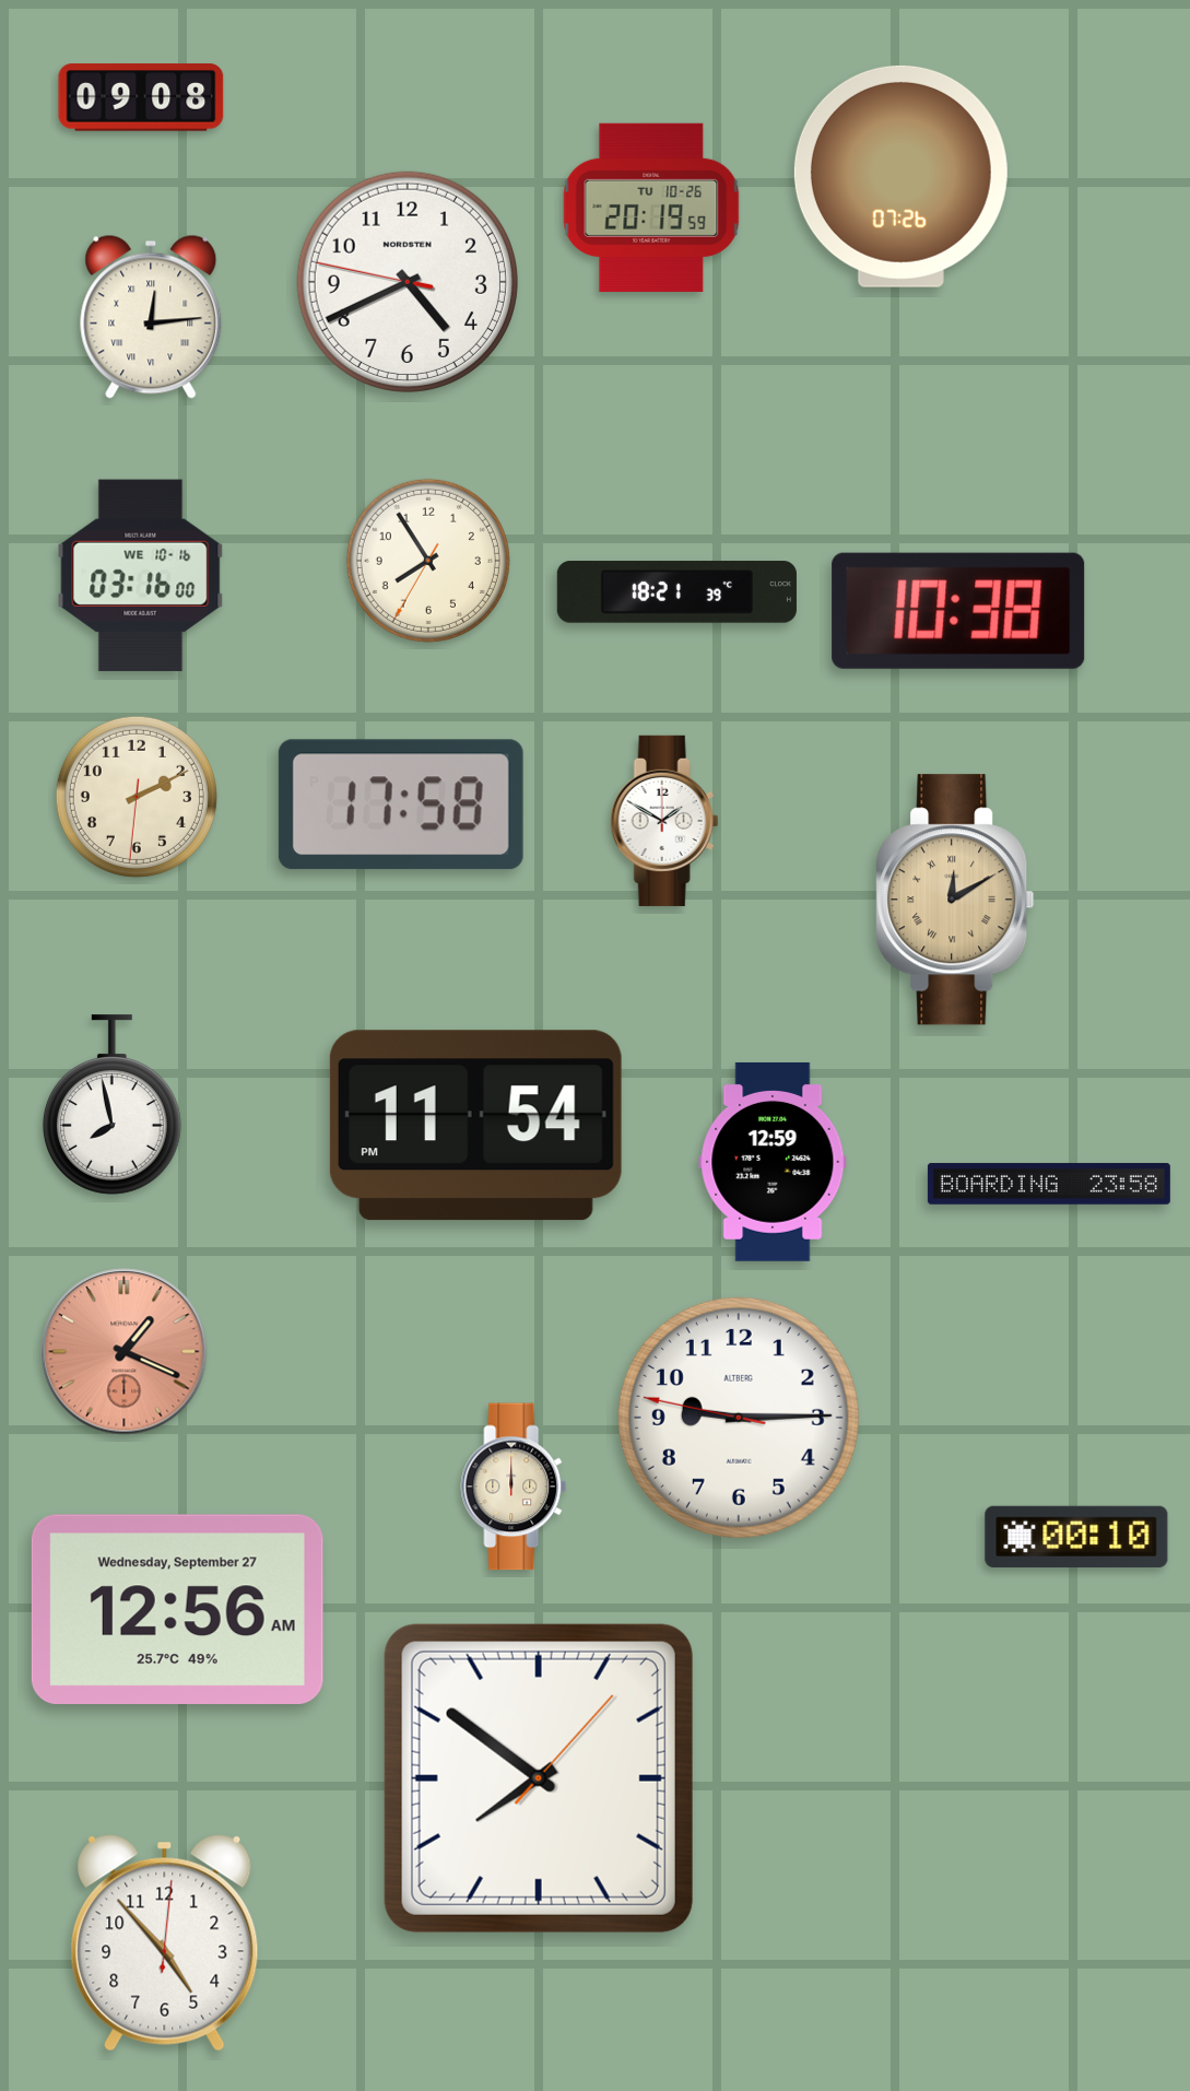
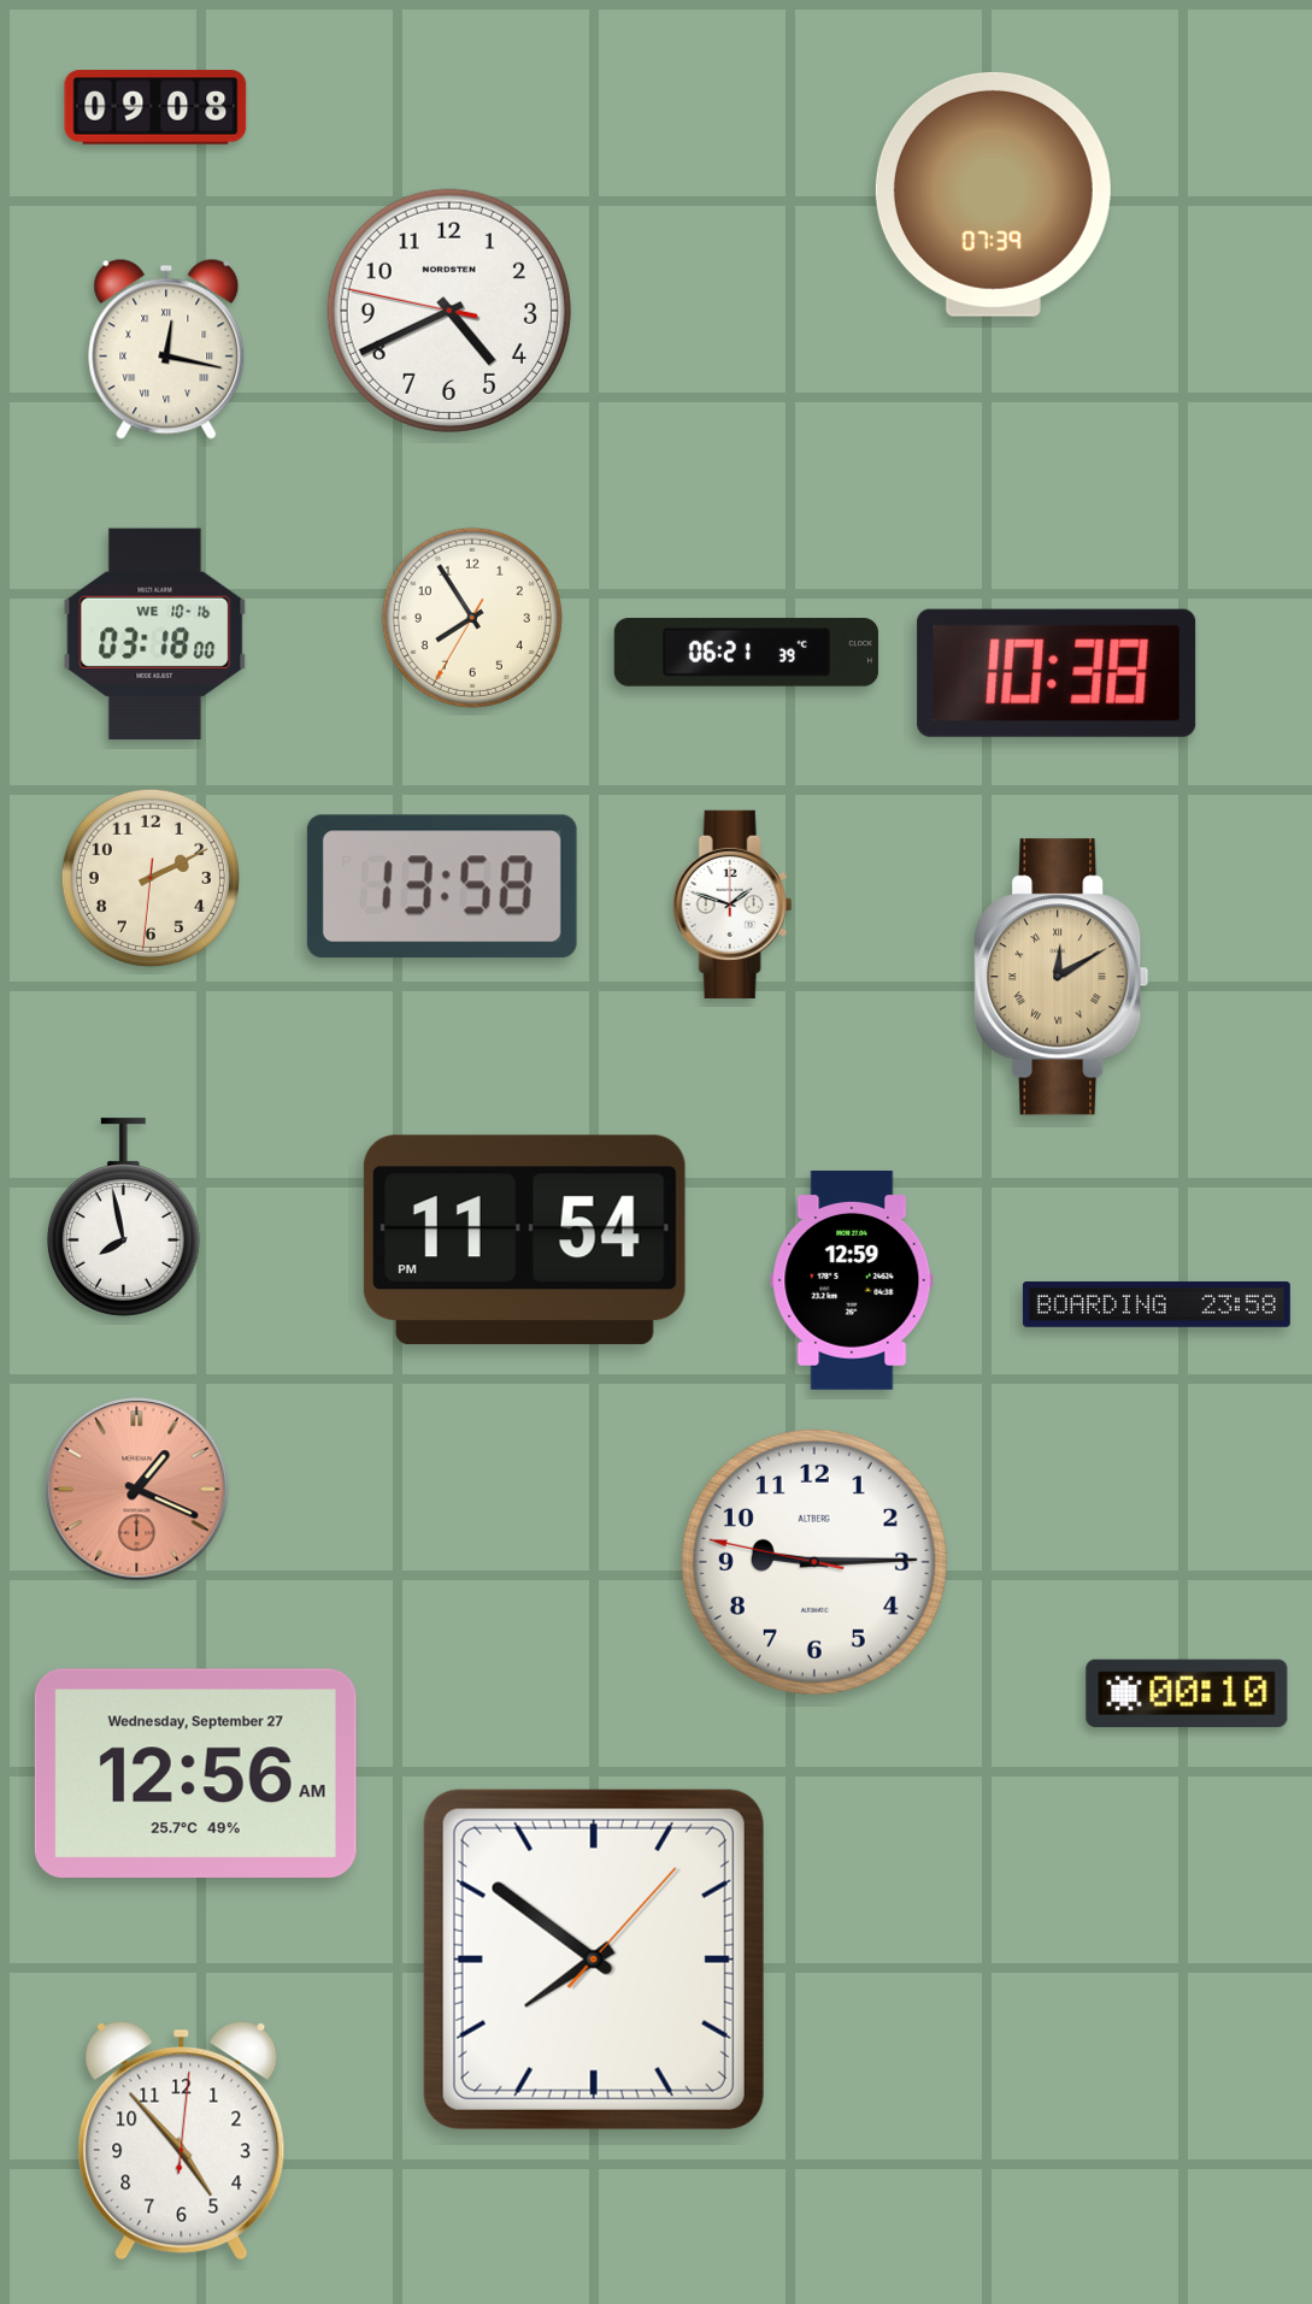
clock at (900, 176): 07:26 -> 07:39
clock at (651, 208): 20:19 -> none
clock at (151, 317): 12:14 -> 12:17
clock at (141, 575): 03:16 -> 03:18
clock at (676, 592): 18:21 -> 06:21
clock at (401, 804): 17:58 -> 13:58
clock at (664, 821): 1:50 -> 1:48
clock at (955, 900) position: (955, 900) -> (1061, 977)
clock at (514, 1487): 12:00 -> none
